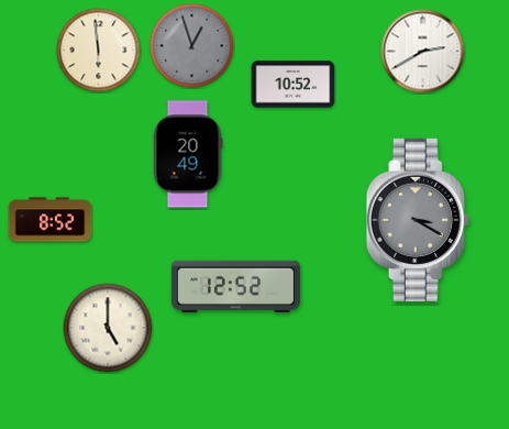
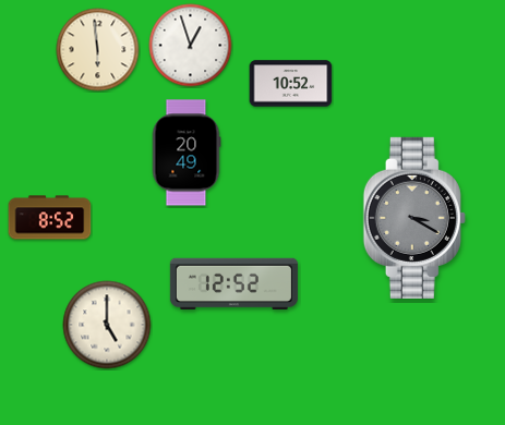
clock at (192, 46) dial: grey -> white
clock at (423, 52): 2:40 -> none
